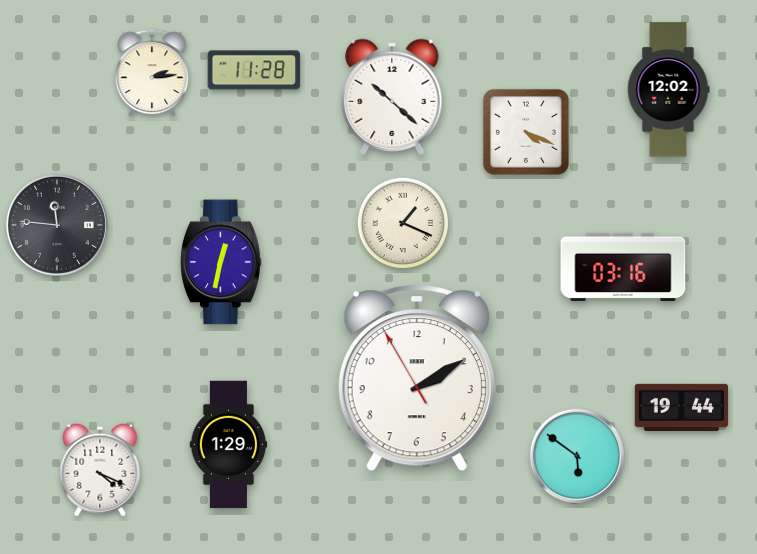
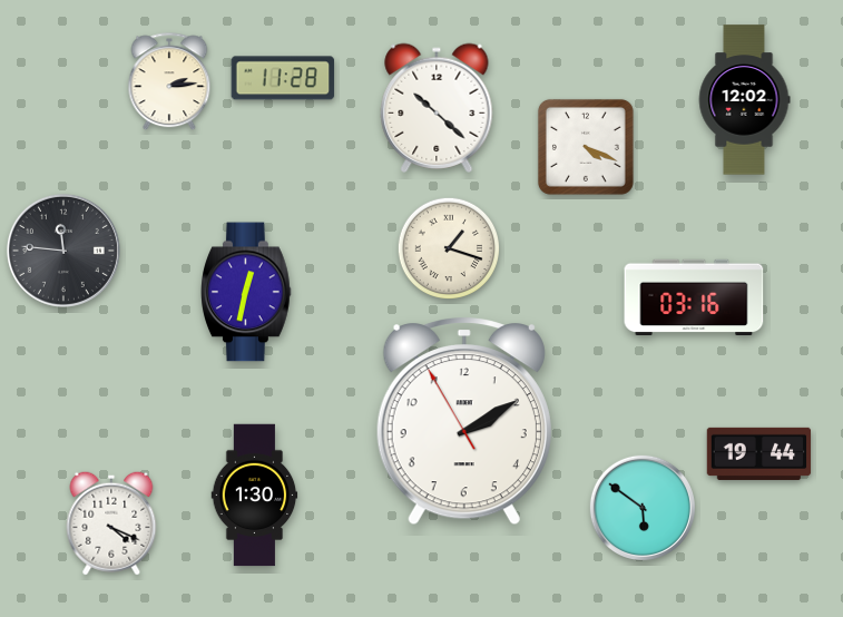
clock at (402, 222): 1:19 -> 1:18
clock at (229, 445): 1:29 -> 1:30
